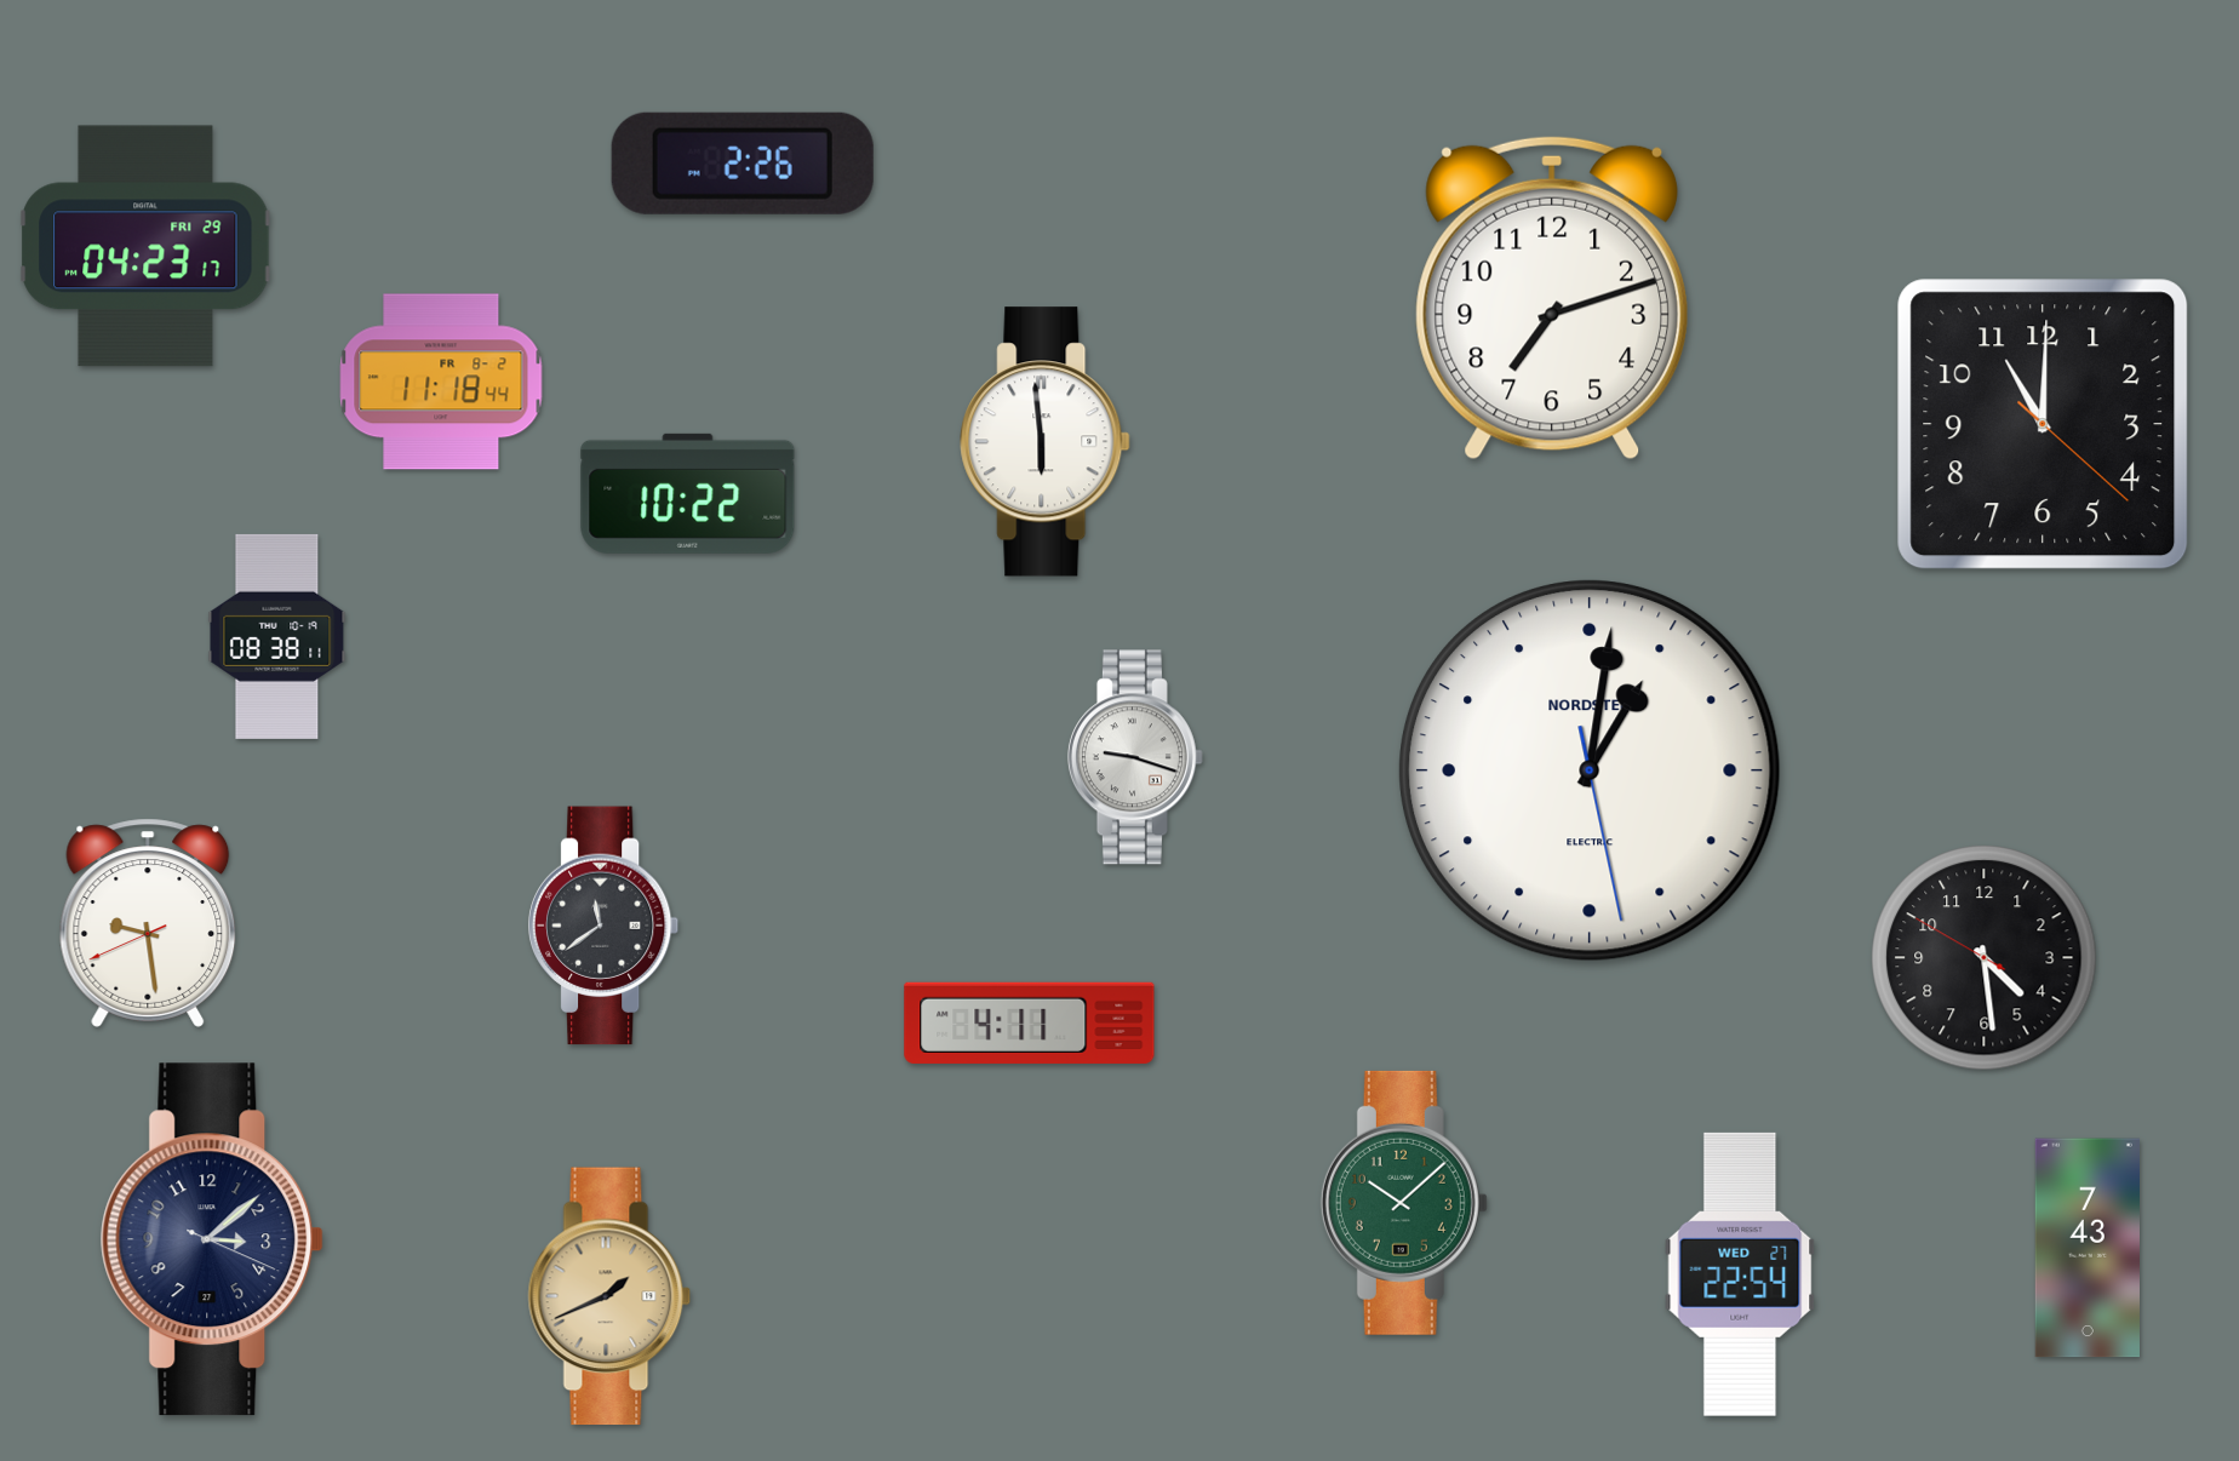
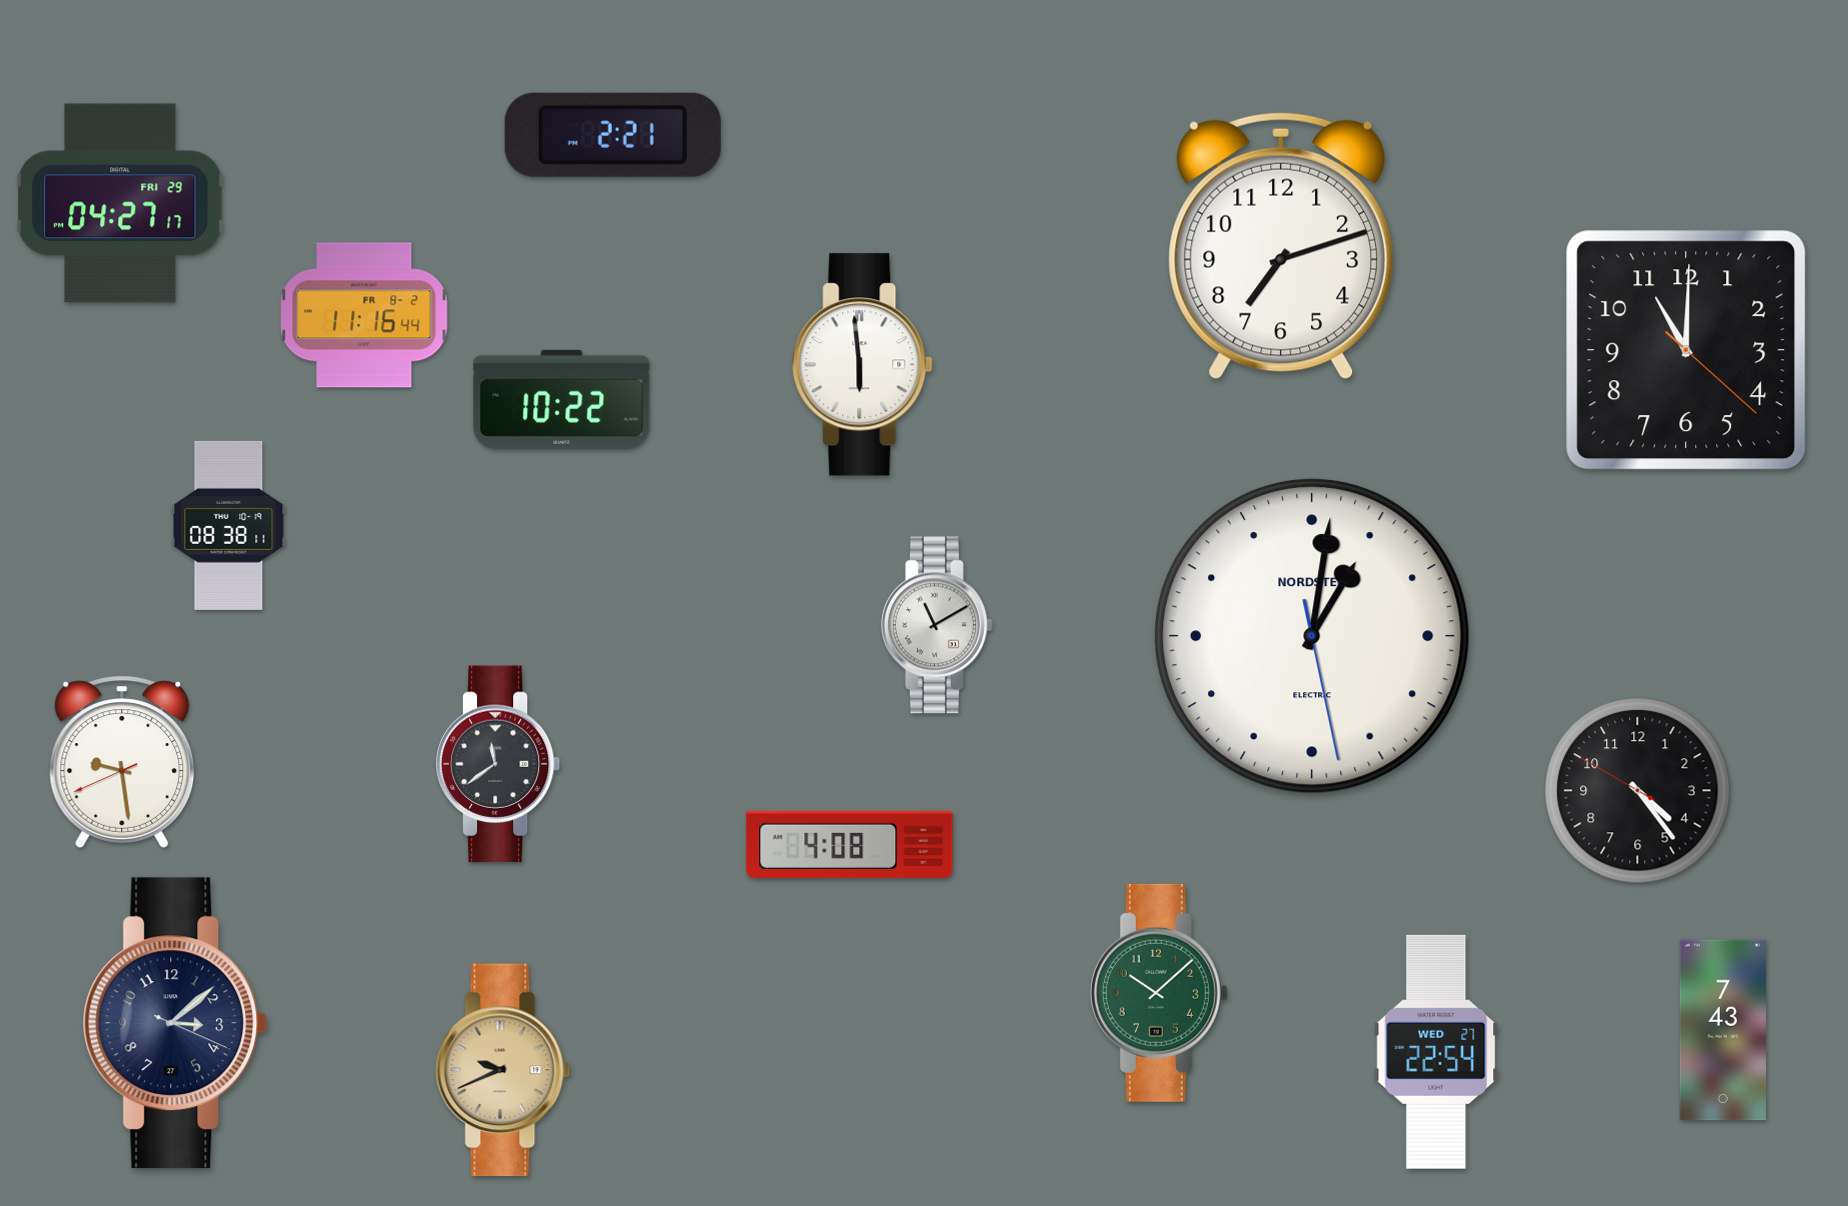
clock at (743, 164): 2:26 -> 2:21
clock at (145, 246): 04:23 -> 04:27
clock at (441, 382): 11:18 -> 11:16
clock at (688, 493) position: (688, 493) -> (562, 399)
clock at (1135, 757): 9:18 -> 11:10
clock at (1985, 958): 4:28 -> 4:23
clock at (1030, 1022): 4:11 -> 4:08
clock at (609, 1296): 1:41 -> 9:41
